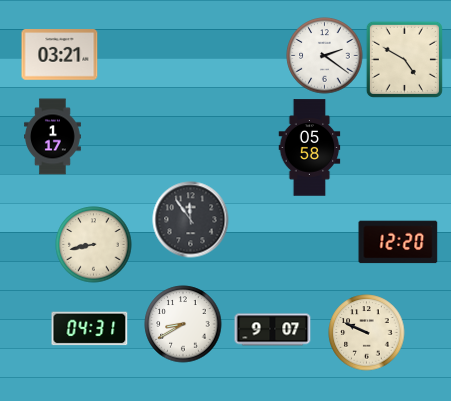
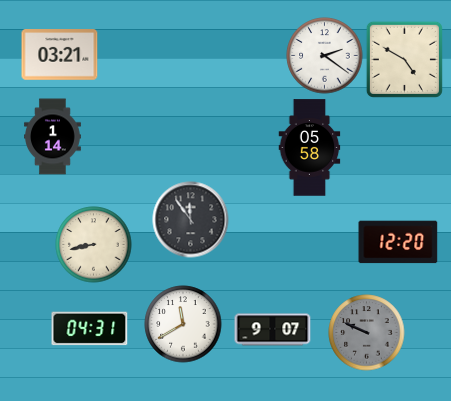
clock at (53, 137): 1:17 -> 1:14
clock at (183, 324): 8:40 -> 11:40
clock at (367, 333) dial: cream -> grey
